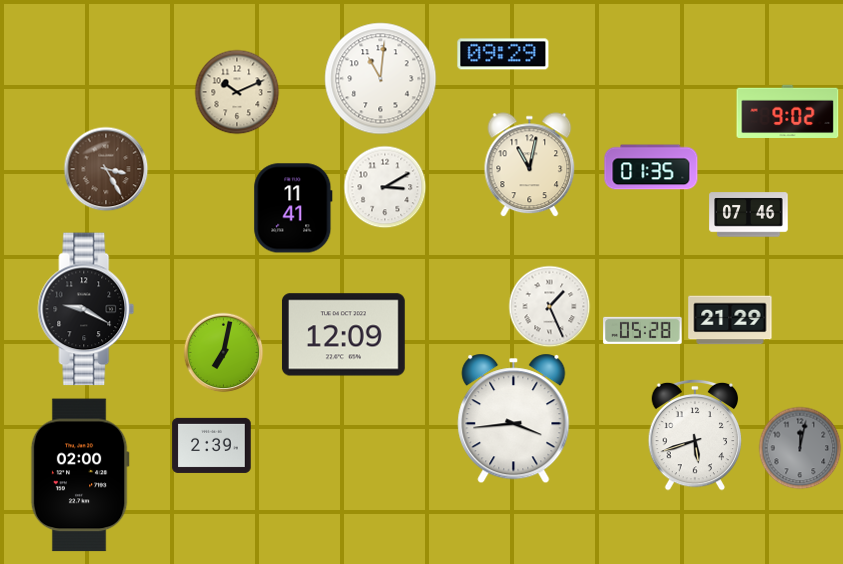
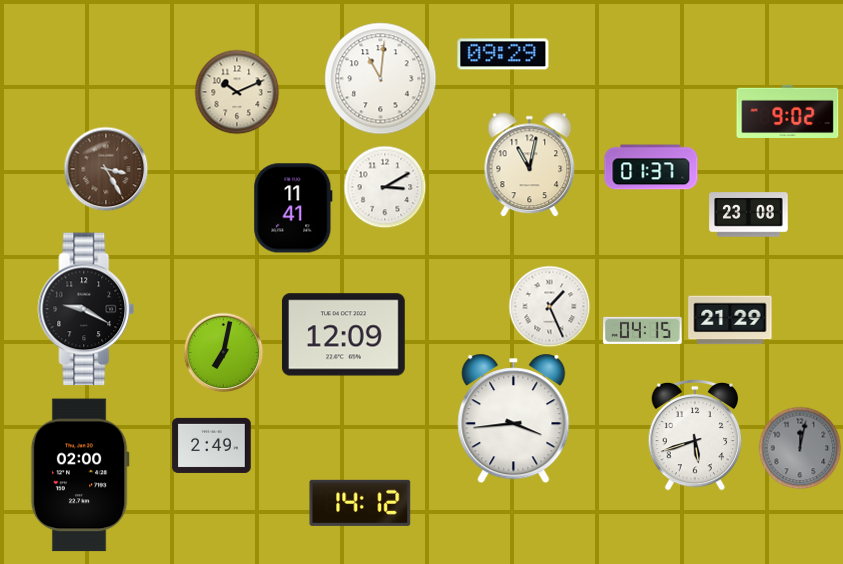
clock at (651, 167): 01:35 -> 01:37
clock at (749, 215): 07:46 -> 23:08
clock at (643, 330): 05:28 -> 04:15
clock at (212, 445): 2:39 -> 2:49
clock at (360, 503): none -> 14:12
